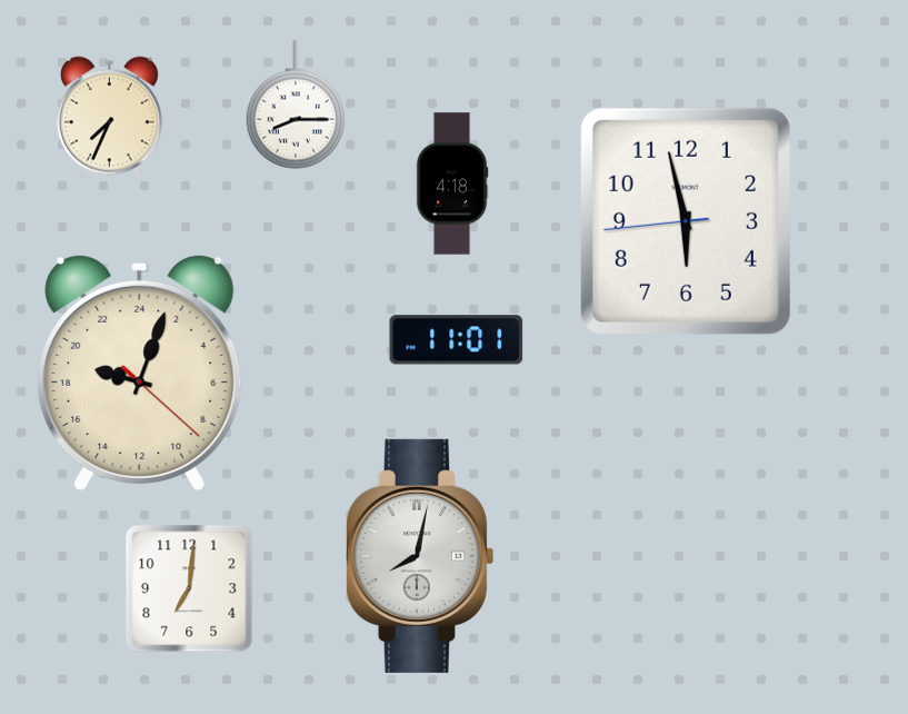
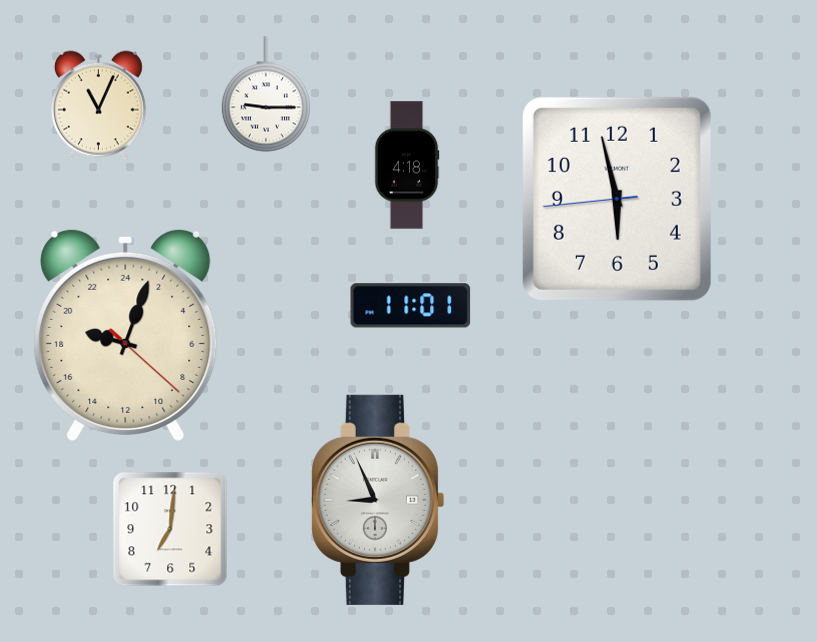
clock at (295, 105): 8:15 -> 9:15
clock at (109, 118): 7:34 -> 11:04
clock at (419, 556): 8:02 -> 8:56
